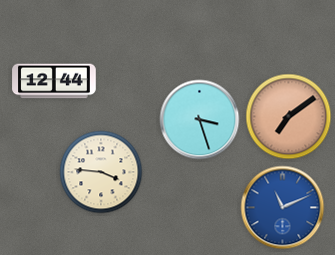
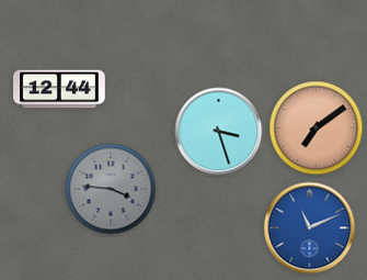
clock at (101, 172) dial: cream -> grey
